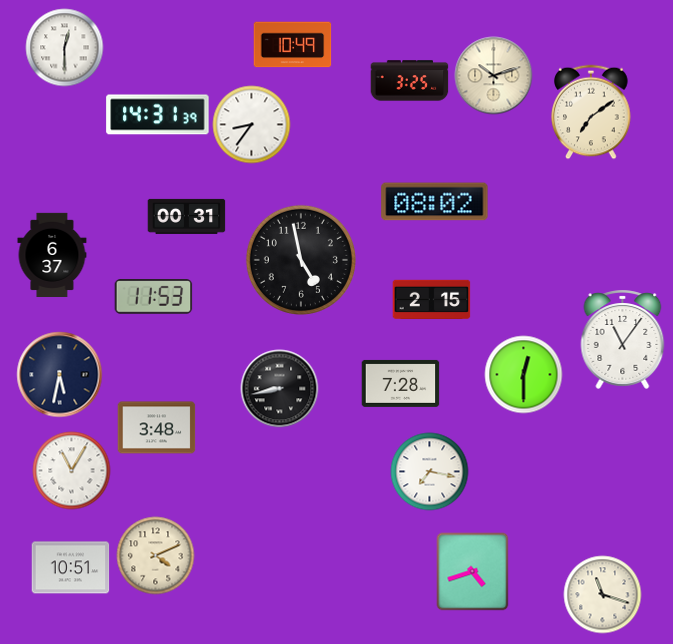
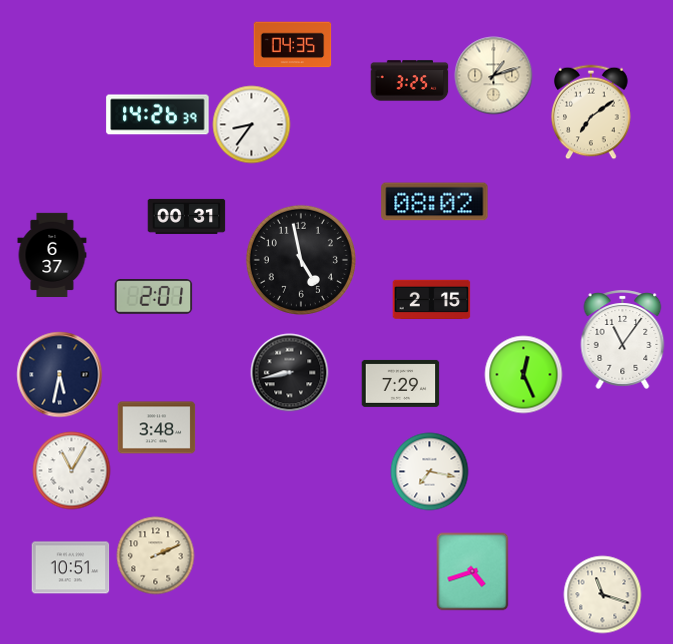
clock at (292, 45): 10:49 -> 04:35
clock at (64, 47): 12:30 -> none
clock at (493, 75): 10:12 -> 1:12
clock at (158, 115): 14:31 -> 14:26
clock at (153, 297): 11:53 -> 2:01
clock at (523, 374): 12:30 -> 12:26
clock at (400, 383): 7:28 -> 7:29
clock at (279, 388) position: (279, 388) -> (289, 372)
clock at (155, 555): 4:11 -> 2:11
